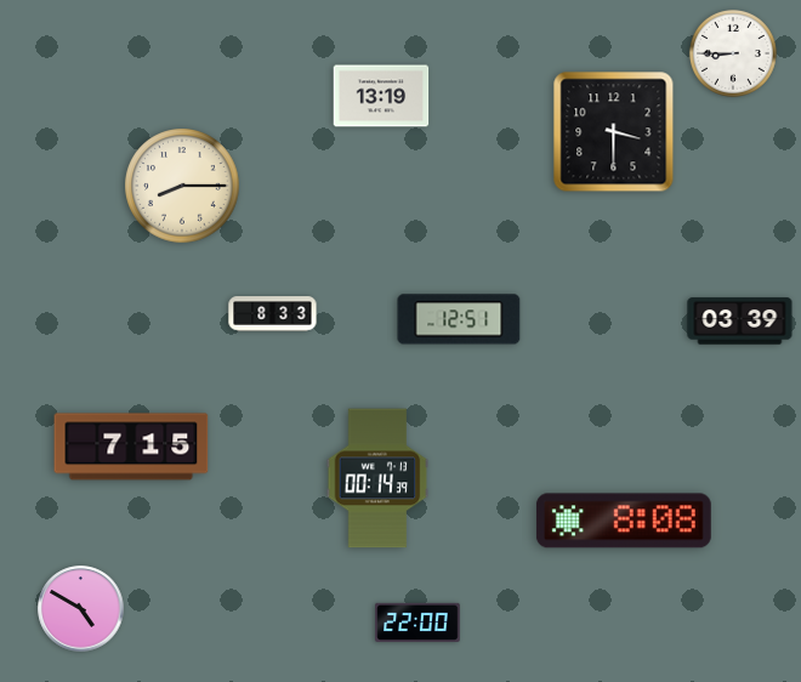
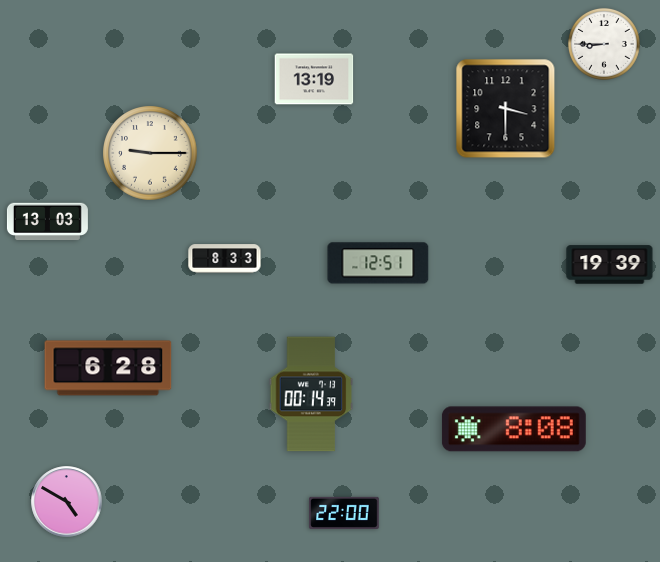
clock at (182, 186): 8:15 -> 9:15
clock at (47, 222): none -> 13:03
clock at (740, 322): 03:39 -> 19:39
clock at (131, 447): 7:15 -> 6:28
